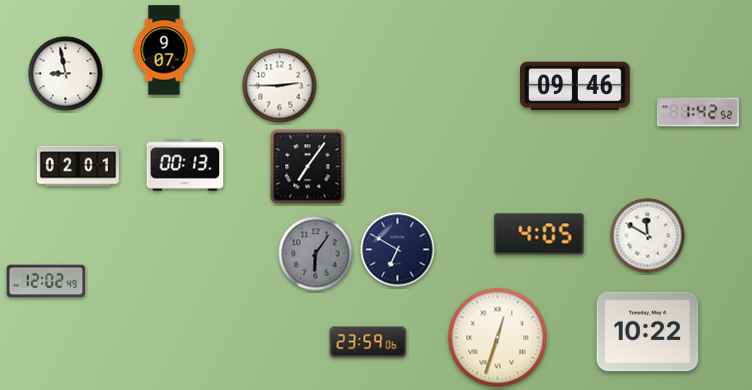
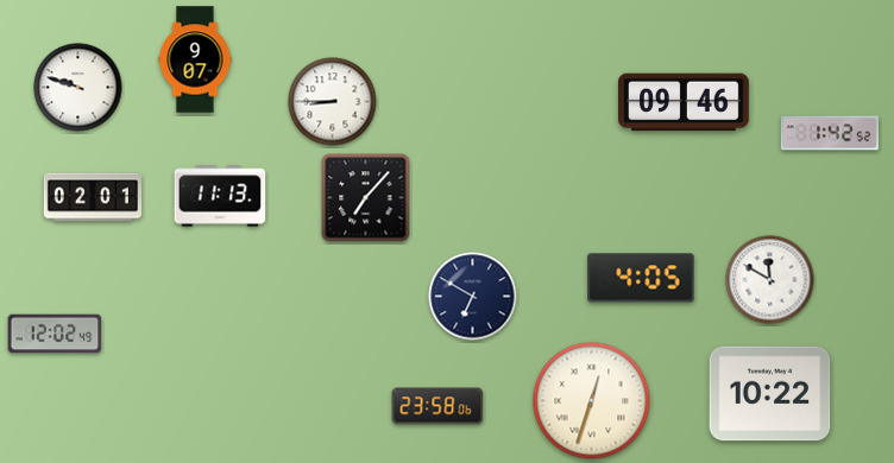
clock at (66, 74): 8:58 -> 9:48
clock at (280, 86): 2:45 -> 8:45
clock at (185, 165): 00:13 -> 11:13
clock at (308, 167): 7:06 -> 7:07
clock at (316, 254): 6:06 -> none
clock at (368, 342): 23:59 -> 23:58
